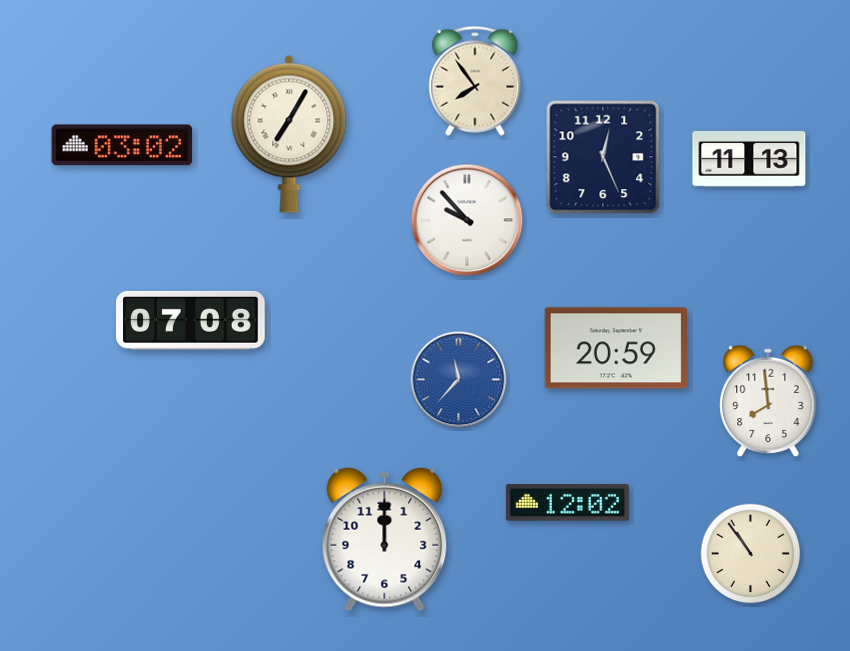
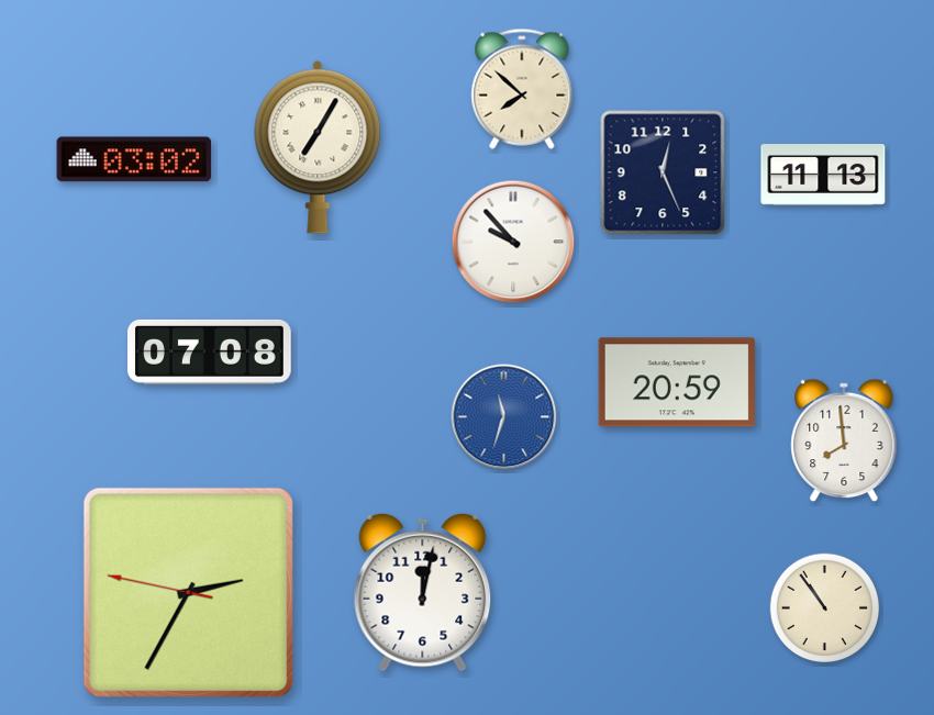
clock at (475, 81): 7:54 -> 7:52
clock at (459, 380): 11:37 -> 11:33
clock at (567, 503): 12:02 -> none
clock at (188, 592): none -> 2:34
clock at (385, 539): 12:00 -> 12:02
